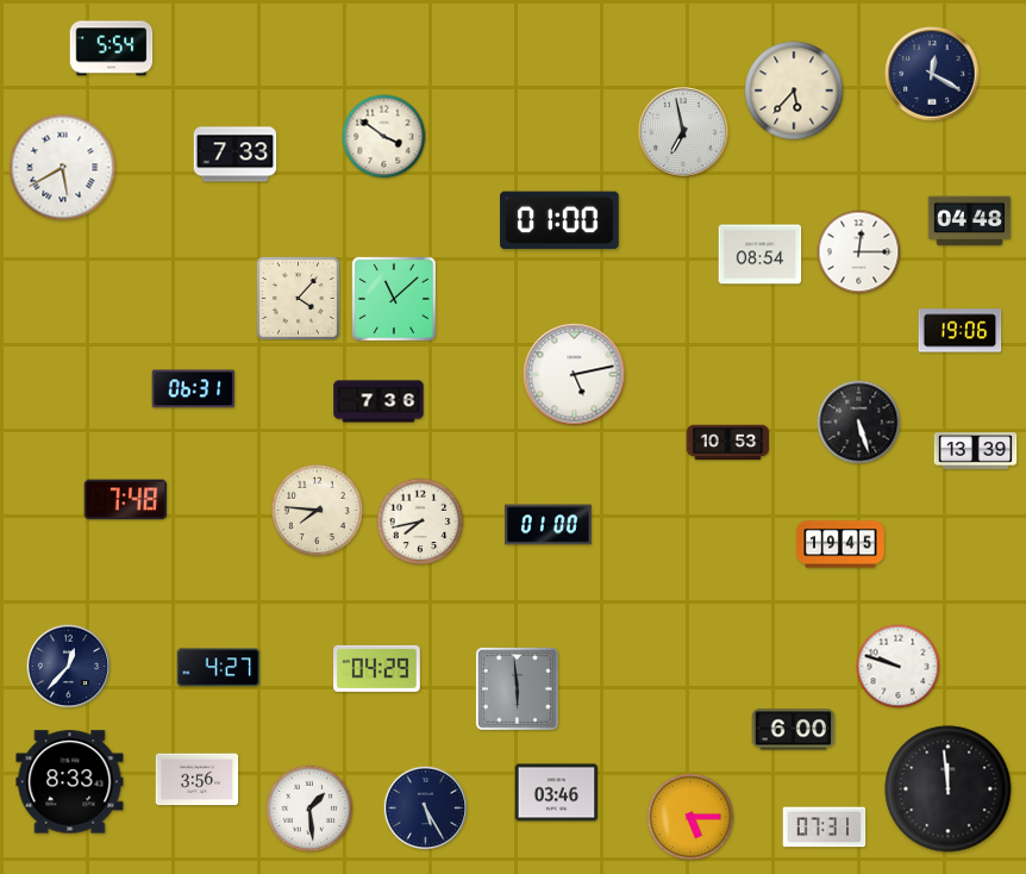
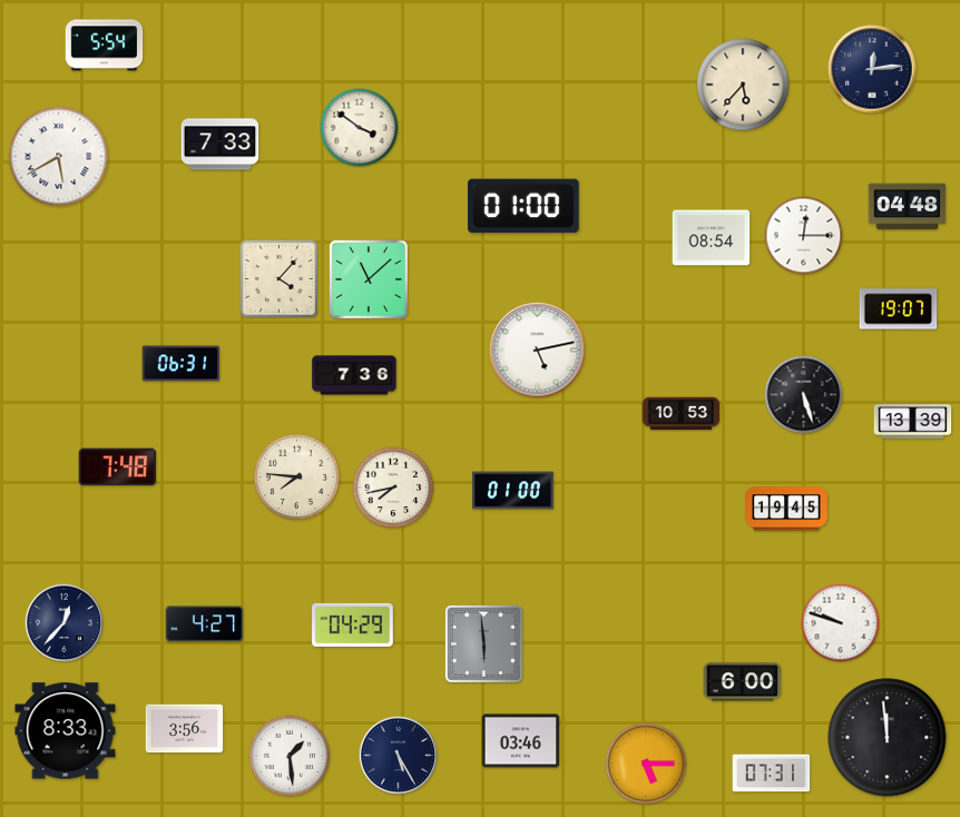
clock at (932, 74): 12:20 -> 12:14
clock at (684, 133): 6:58 -> none
clock at (961, 331): 19:06 -> 19:07
